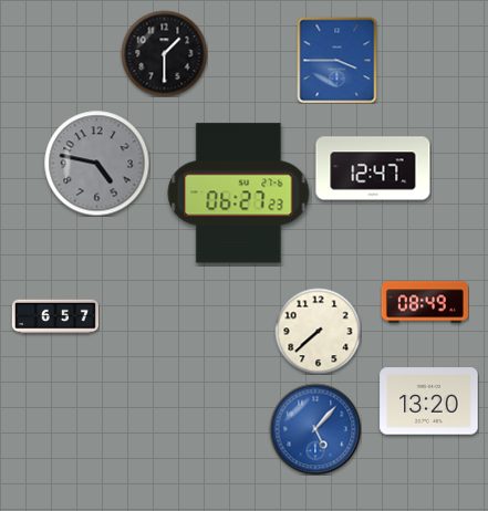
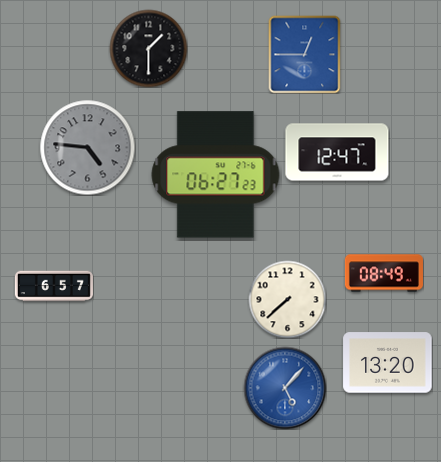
clock at (338, 60): 3:45 -> 12:45
clock at (96, 163): 4:47 -> 4:46
clock at (55, 316) position: (55, 316) -> (54, 286)
